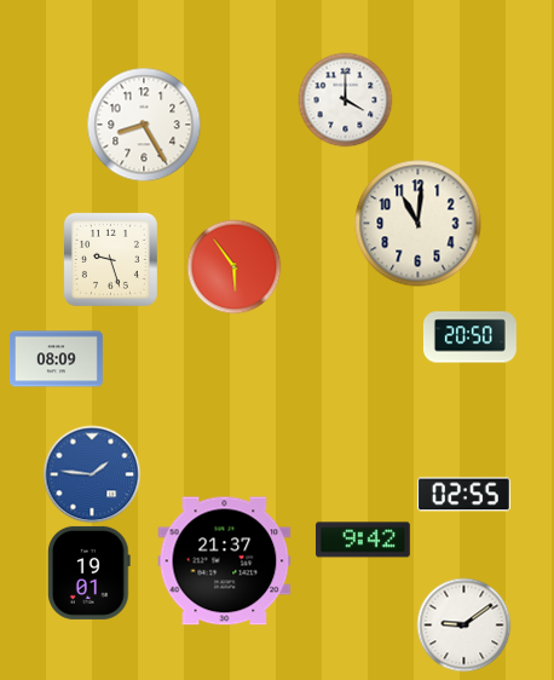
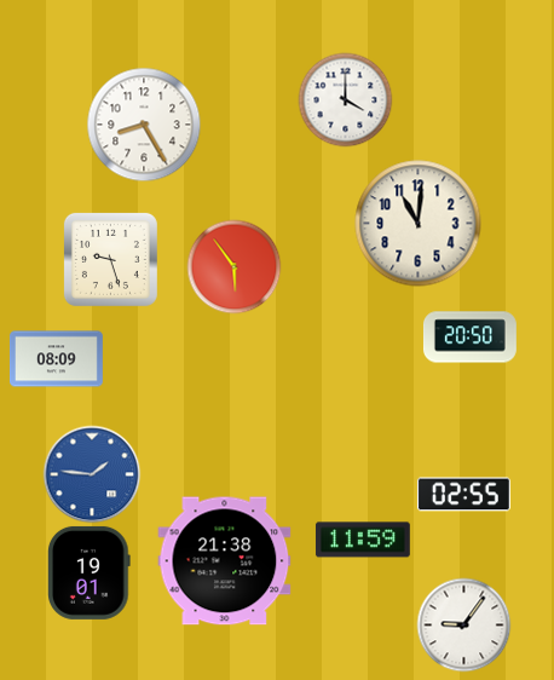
clock at (363, 540): 9:42 -> 11:59
clock at (225, 561): 21:37 -> 21:38
clock at (463, 624): 9:09 -> 9:06
